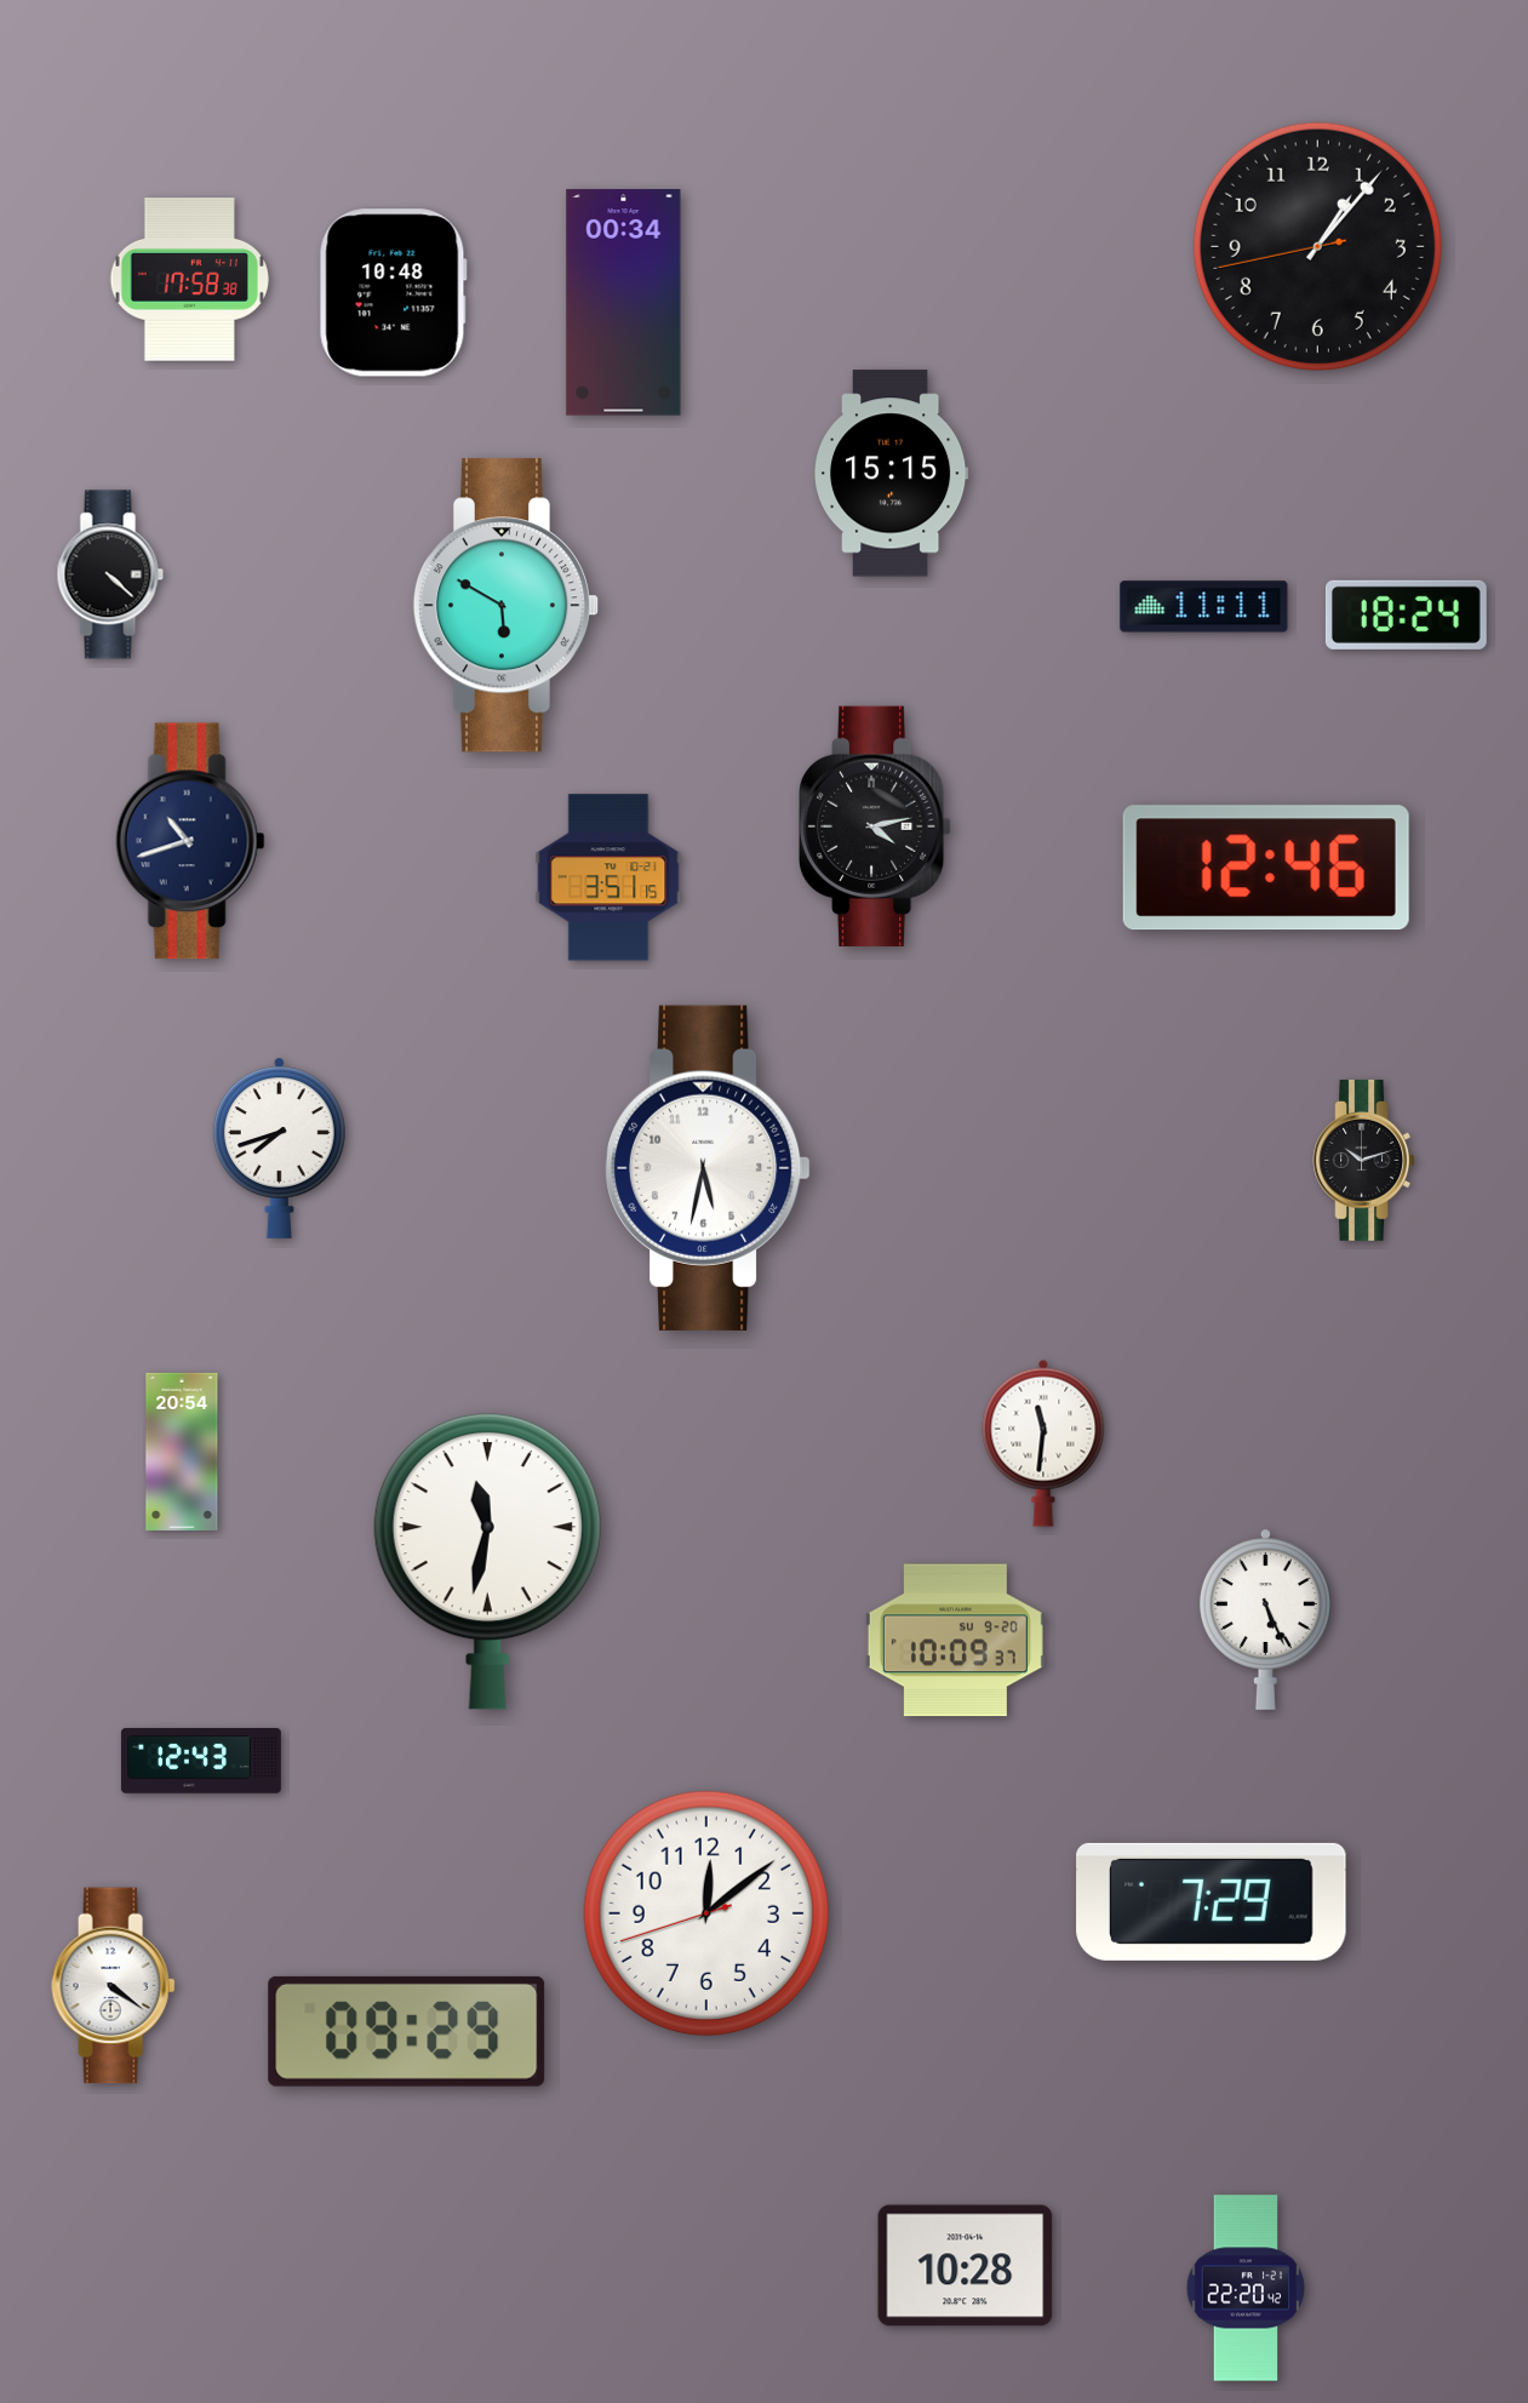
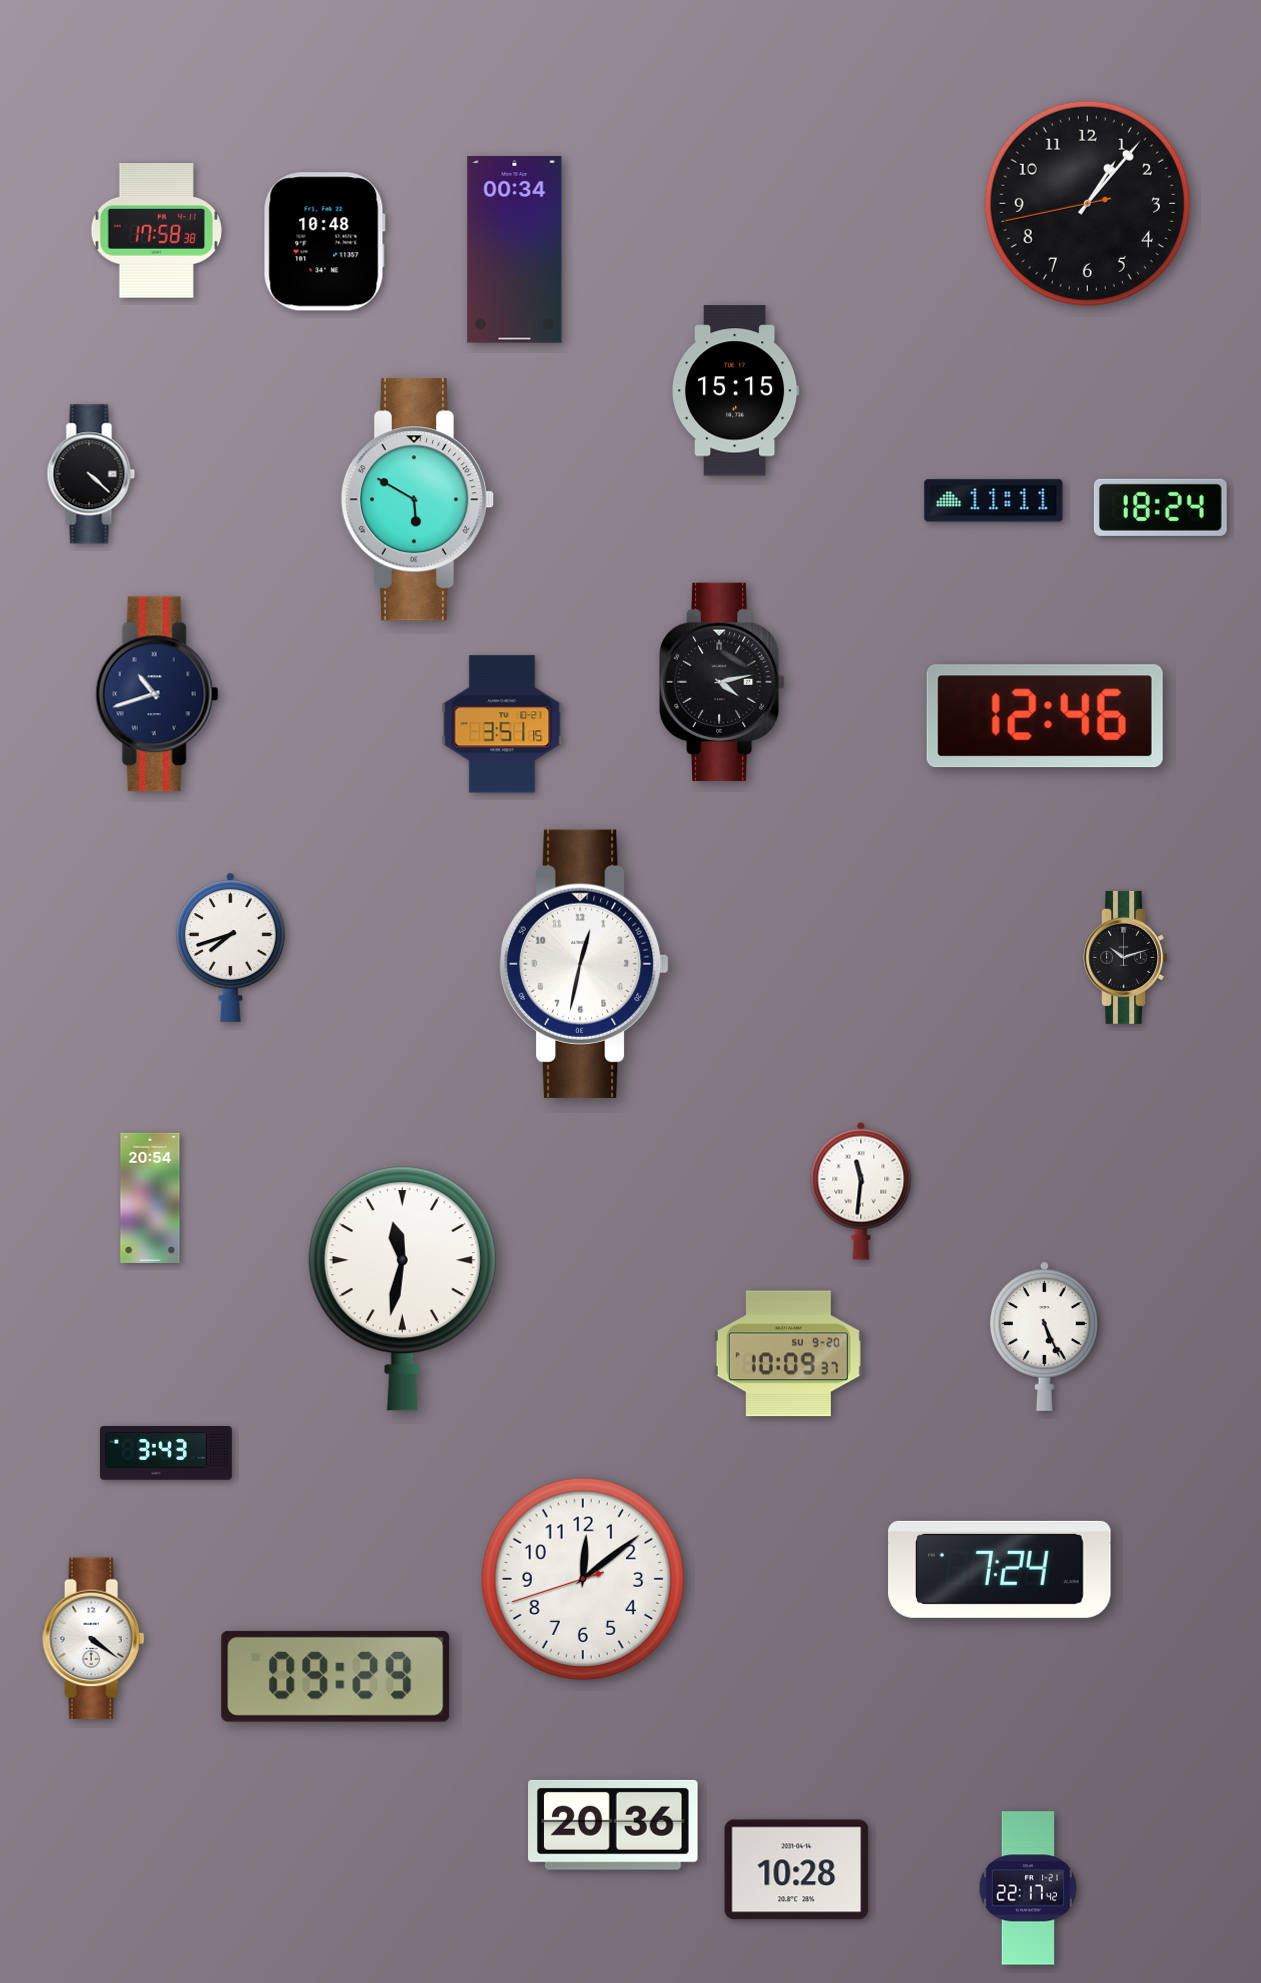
clock at (709, 1168): 5:32 -> 12:32
clock at (201, 1762): 12:43 -> 3:43
clock at (1212, 1901): 7:29 -> 7:24
clock at (614, 1825): none -> 20:36
clock at (1246, 2288): 22:20 -> 22:17
